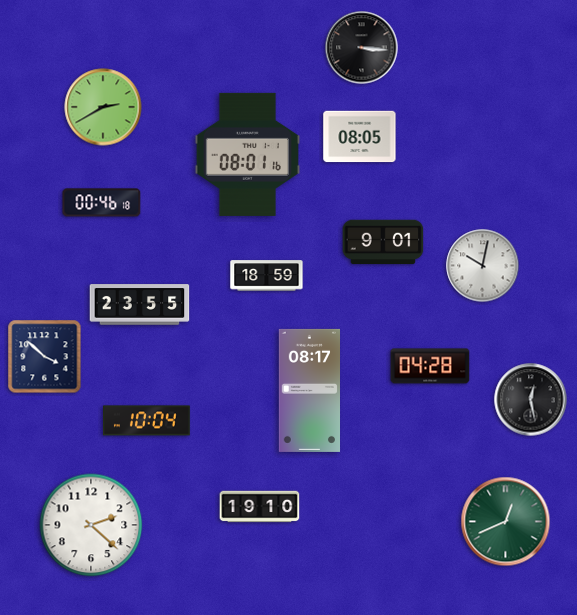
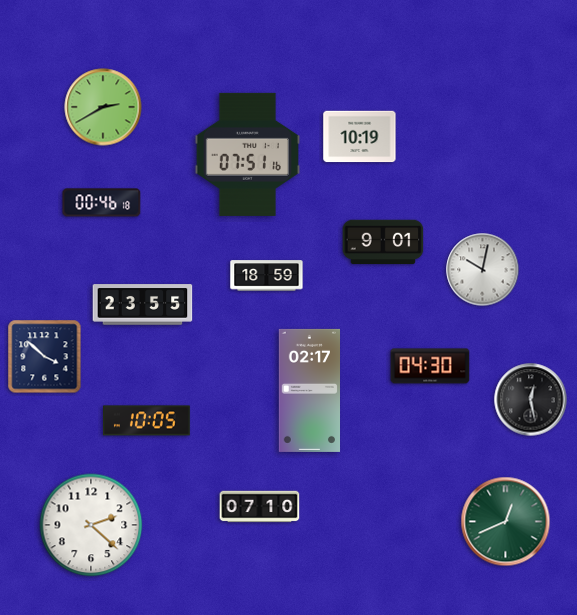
clock at (362, 48): 3:16 -> none
clock at (360, 137): 08:05 -> 10:19
clock at (247, 154): 08:01 -> 07:51
clock at (483, 266) position: (483, 266) -> (483, 270)
clock at (140, 305) position: (140, 305) -> (143, 305)
clock at (430, 366): 04:28 -> 04:30
clock at (309, 390): 08:17 -> 02:17
clock at (147, 421): 10:04 -> 10:05
clock at (260, 507): 19:10 -> 07:10
